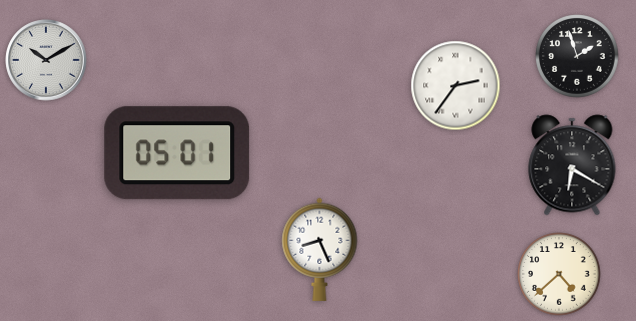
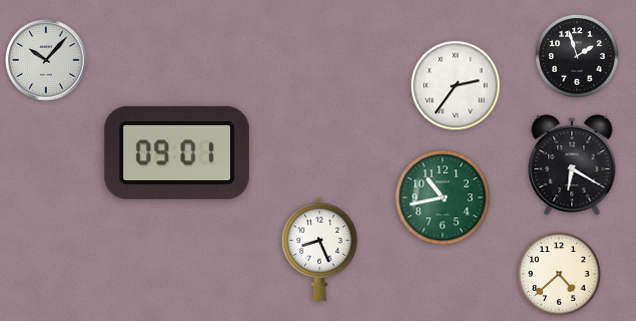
clock at (46, 60): 10:10 -> 10:07
clock at (177, 153): 05:01 -> 09:01
clock at (443, 198): none -> 10:43
